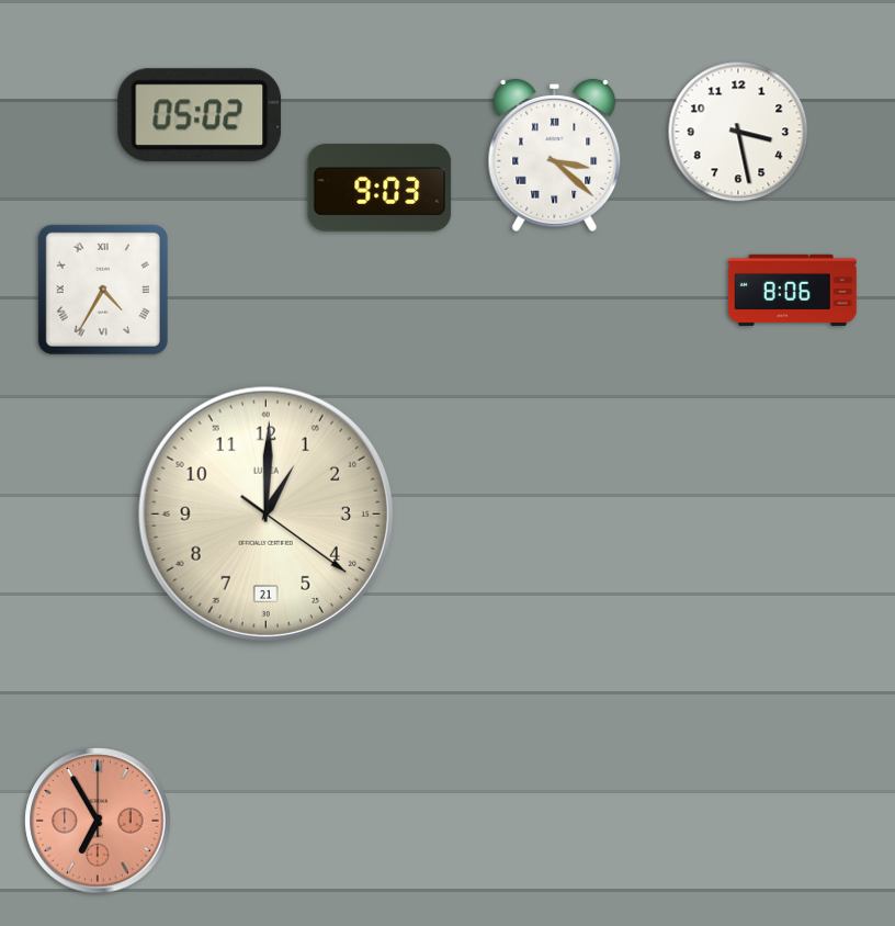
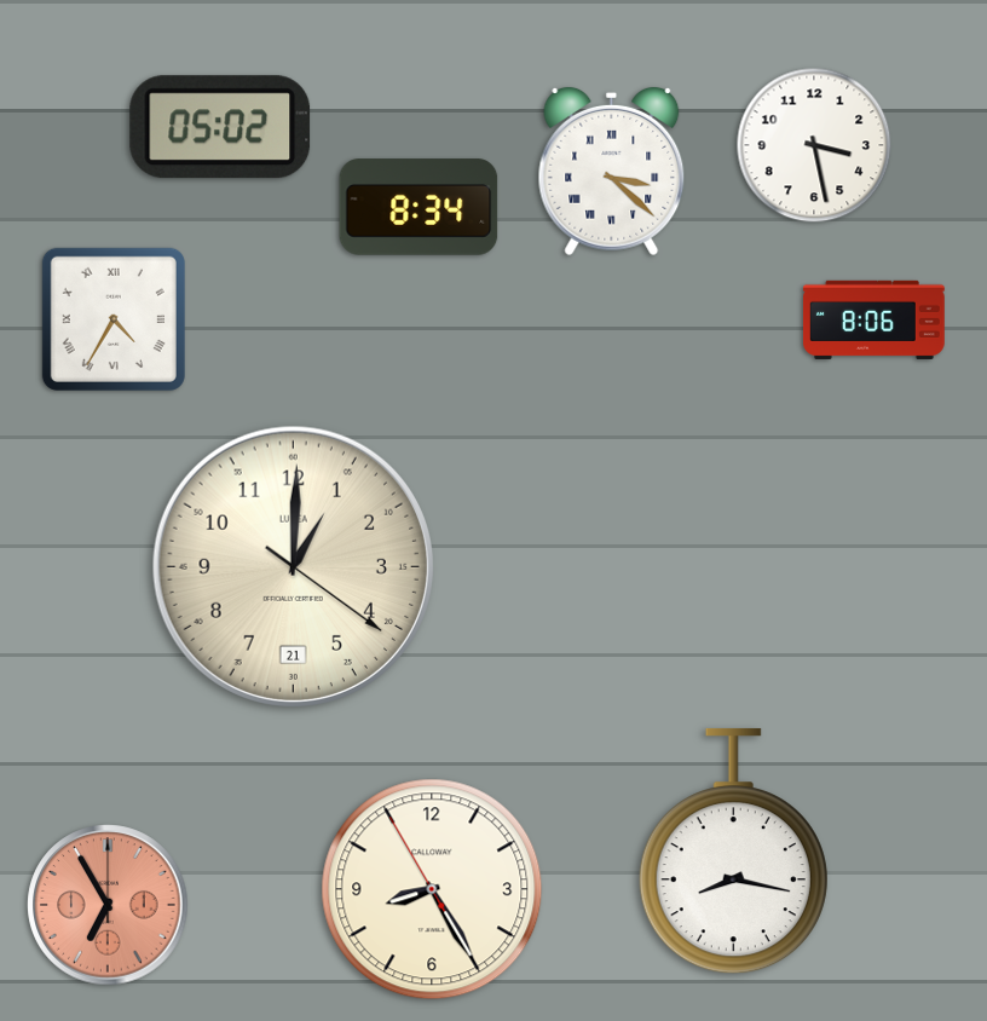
clock at (379, 188): 9:03 -> 8:34
clock at (733, 852): none -> 8:17
clock at (432, 889): none -> 8:24
